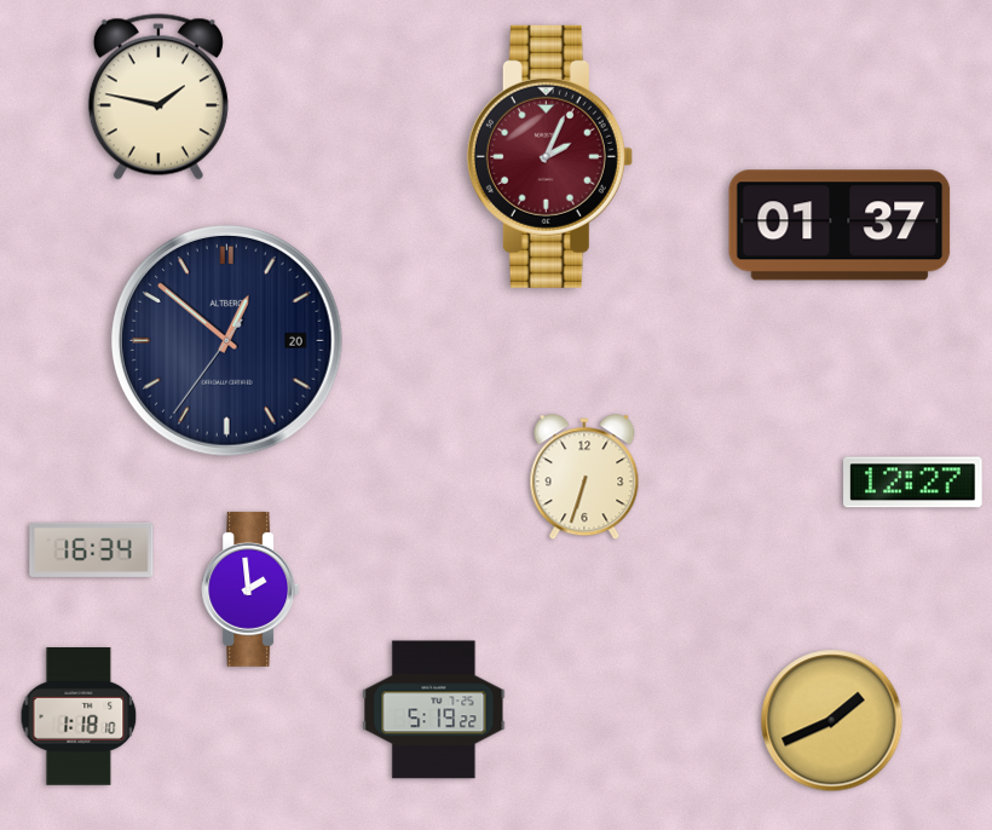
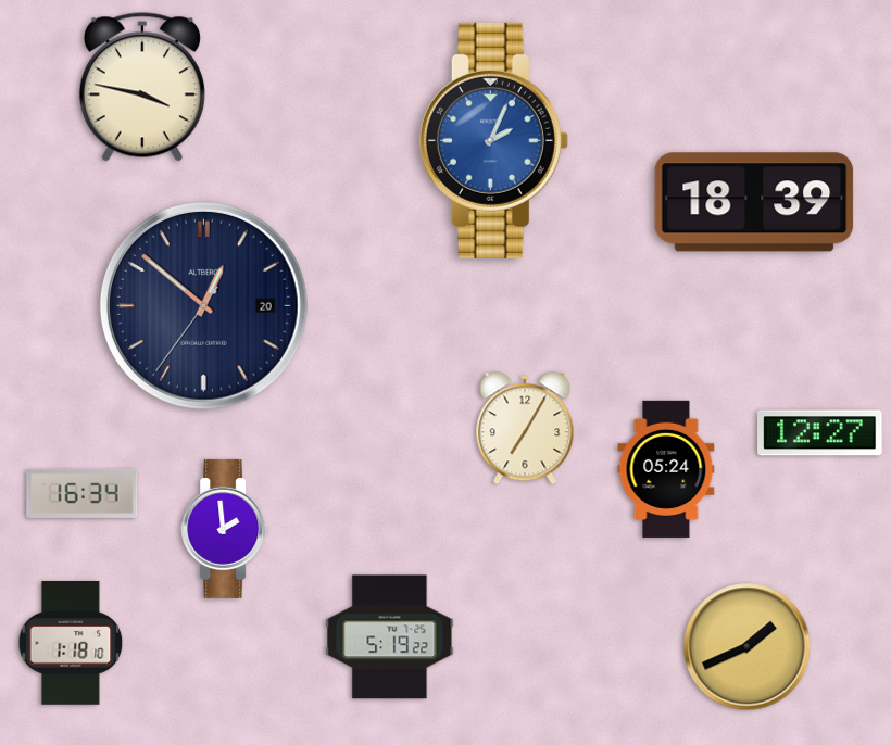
clock at (158, 97): 1:47 -> 3:47
clock at (549, 156) dial: burgundy -> blue
clock at (840, 225): 01:37 -> 18:39
clock at (584, 478): 6:33 -> 7:05
clock at (666, 469): none -> 05:24
